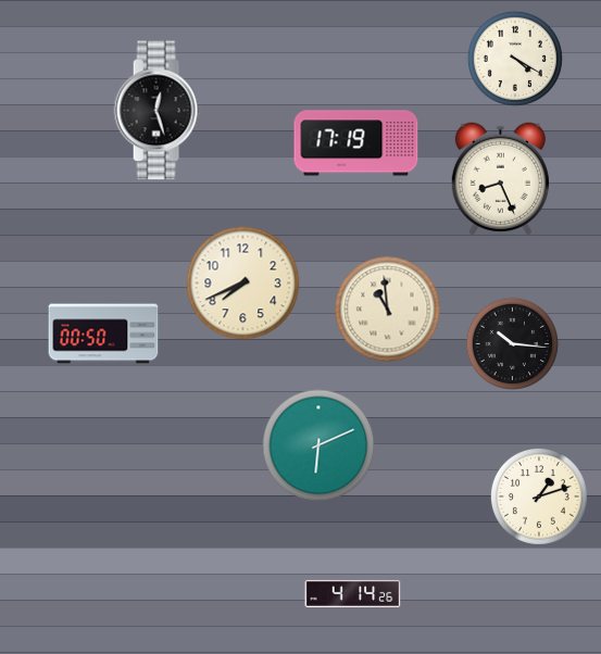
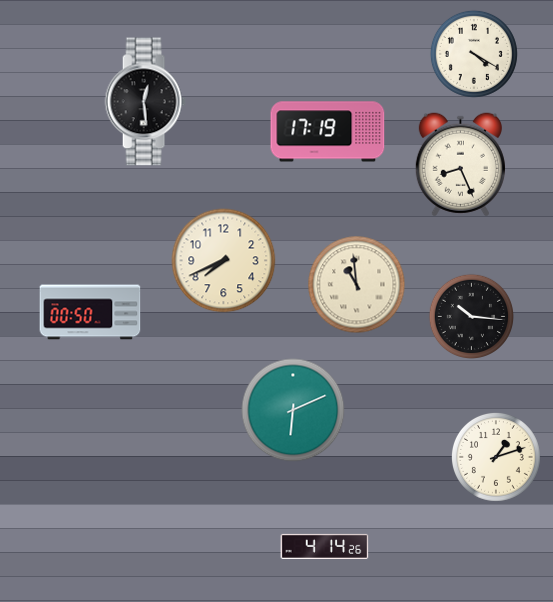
clock at (158, 111): 12:27 -> 12:29
clock at (103, 334) position: (103, 334) -> (90, 312)
